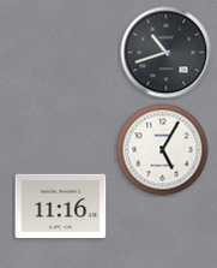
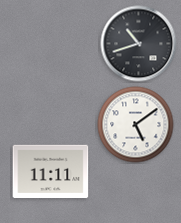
clock at (163, 150): 5:05 -> 5:09
clock at (61, 207): 11:16 -> 11:11
